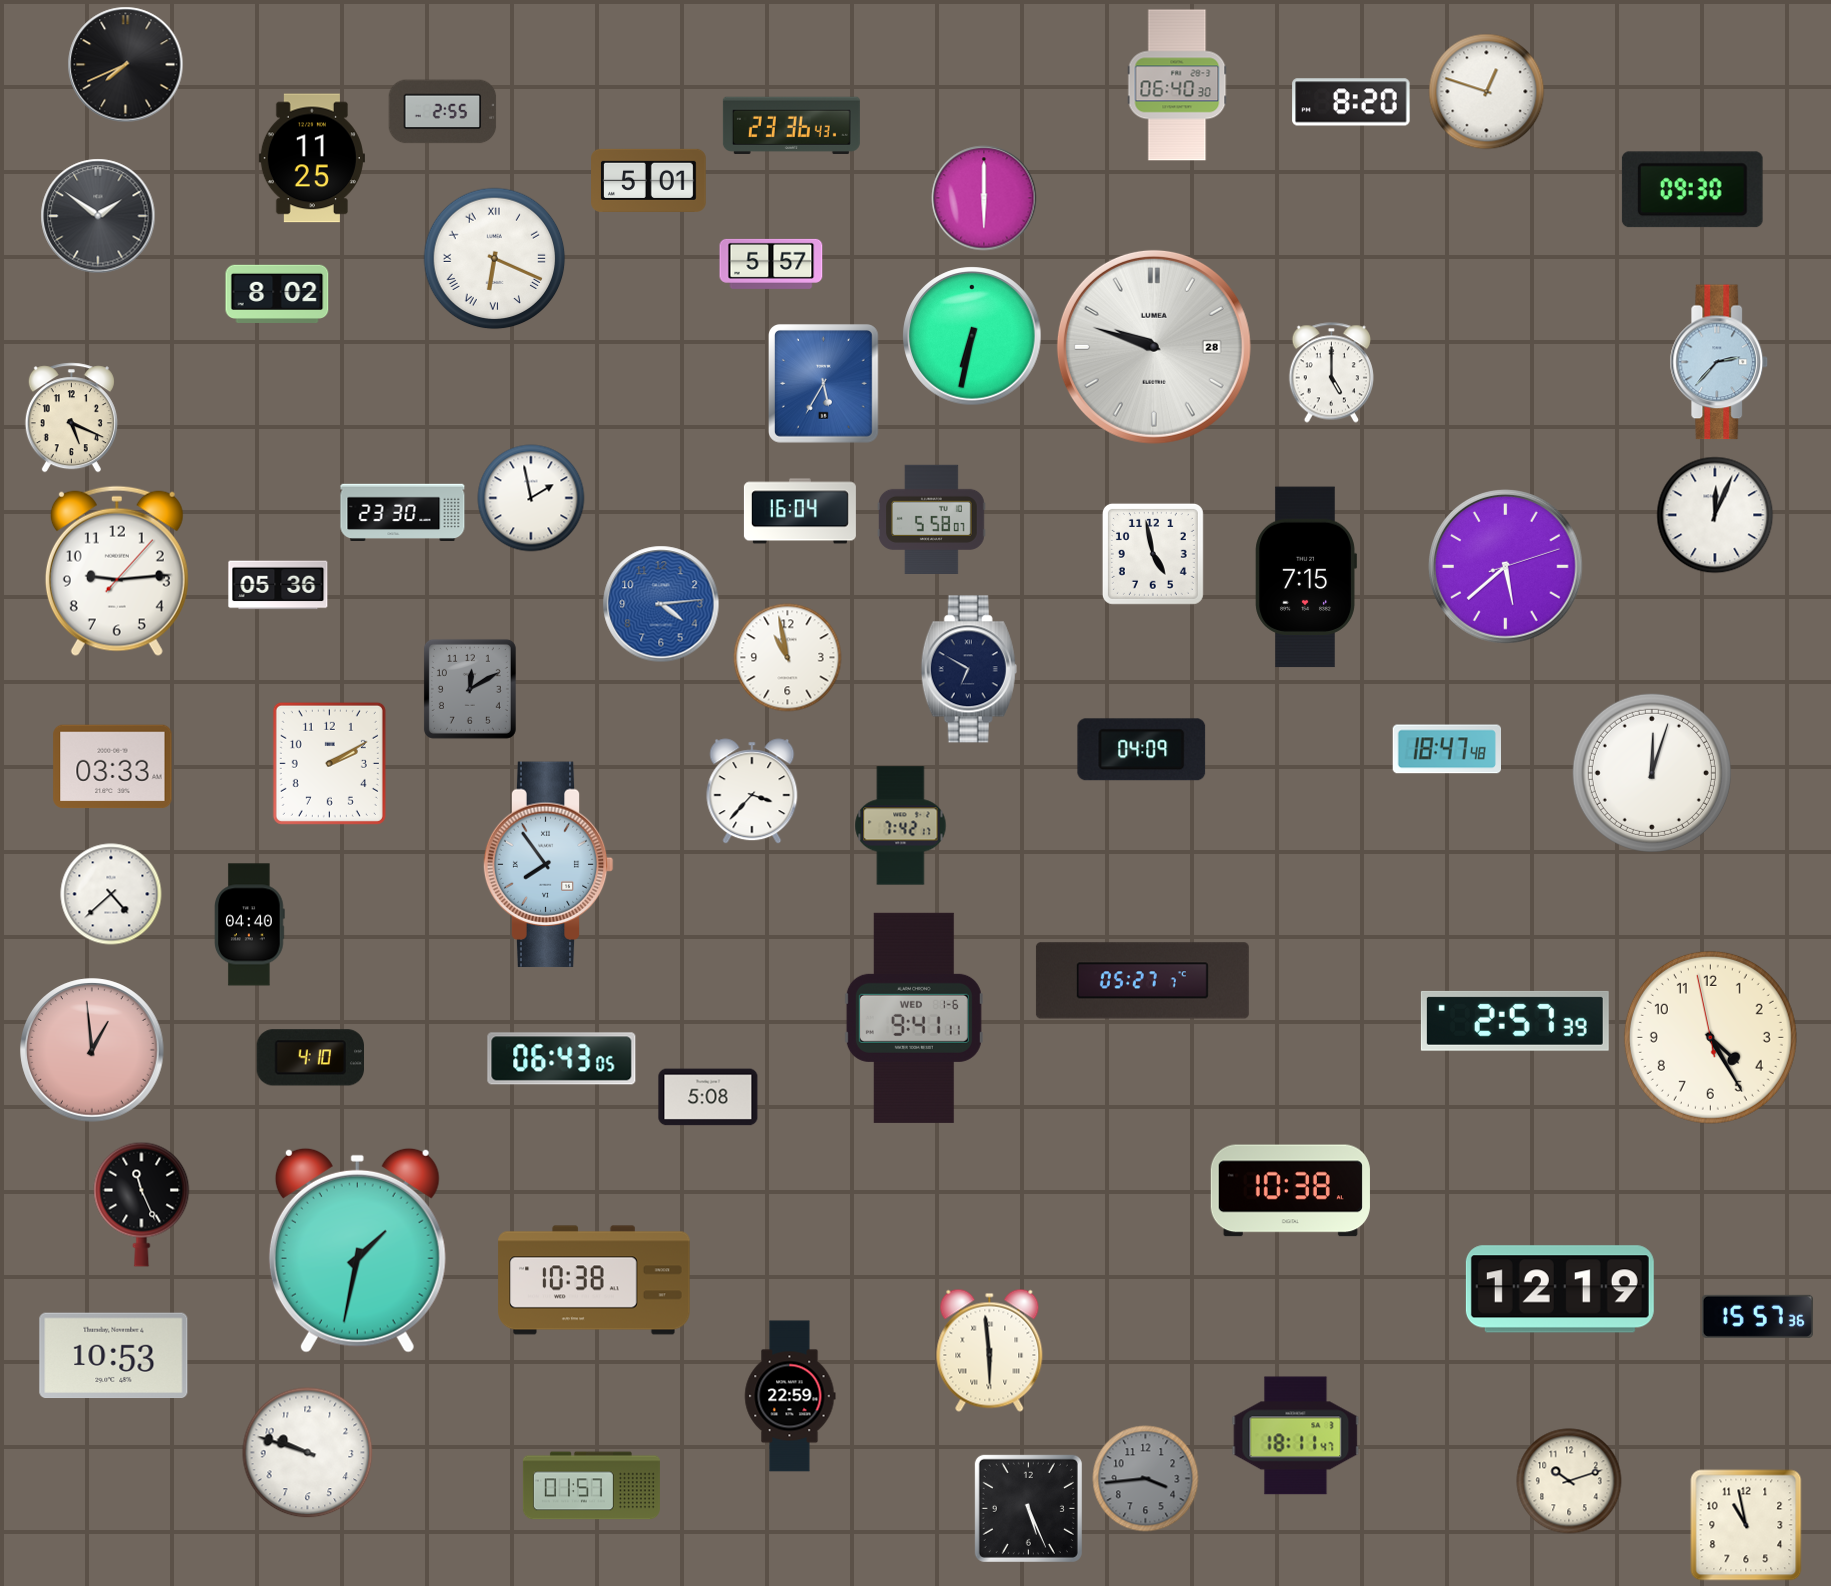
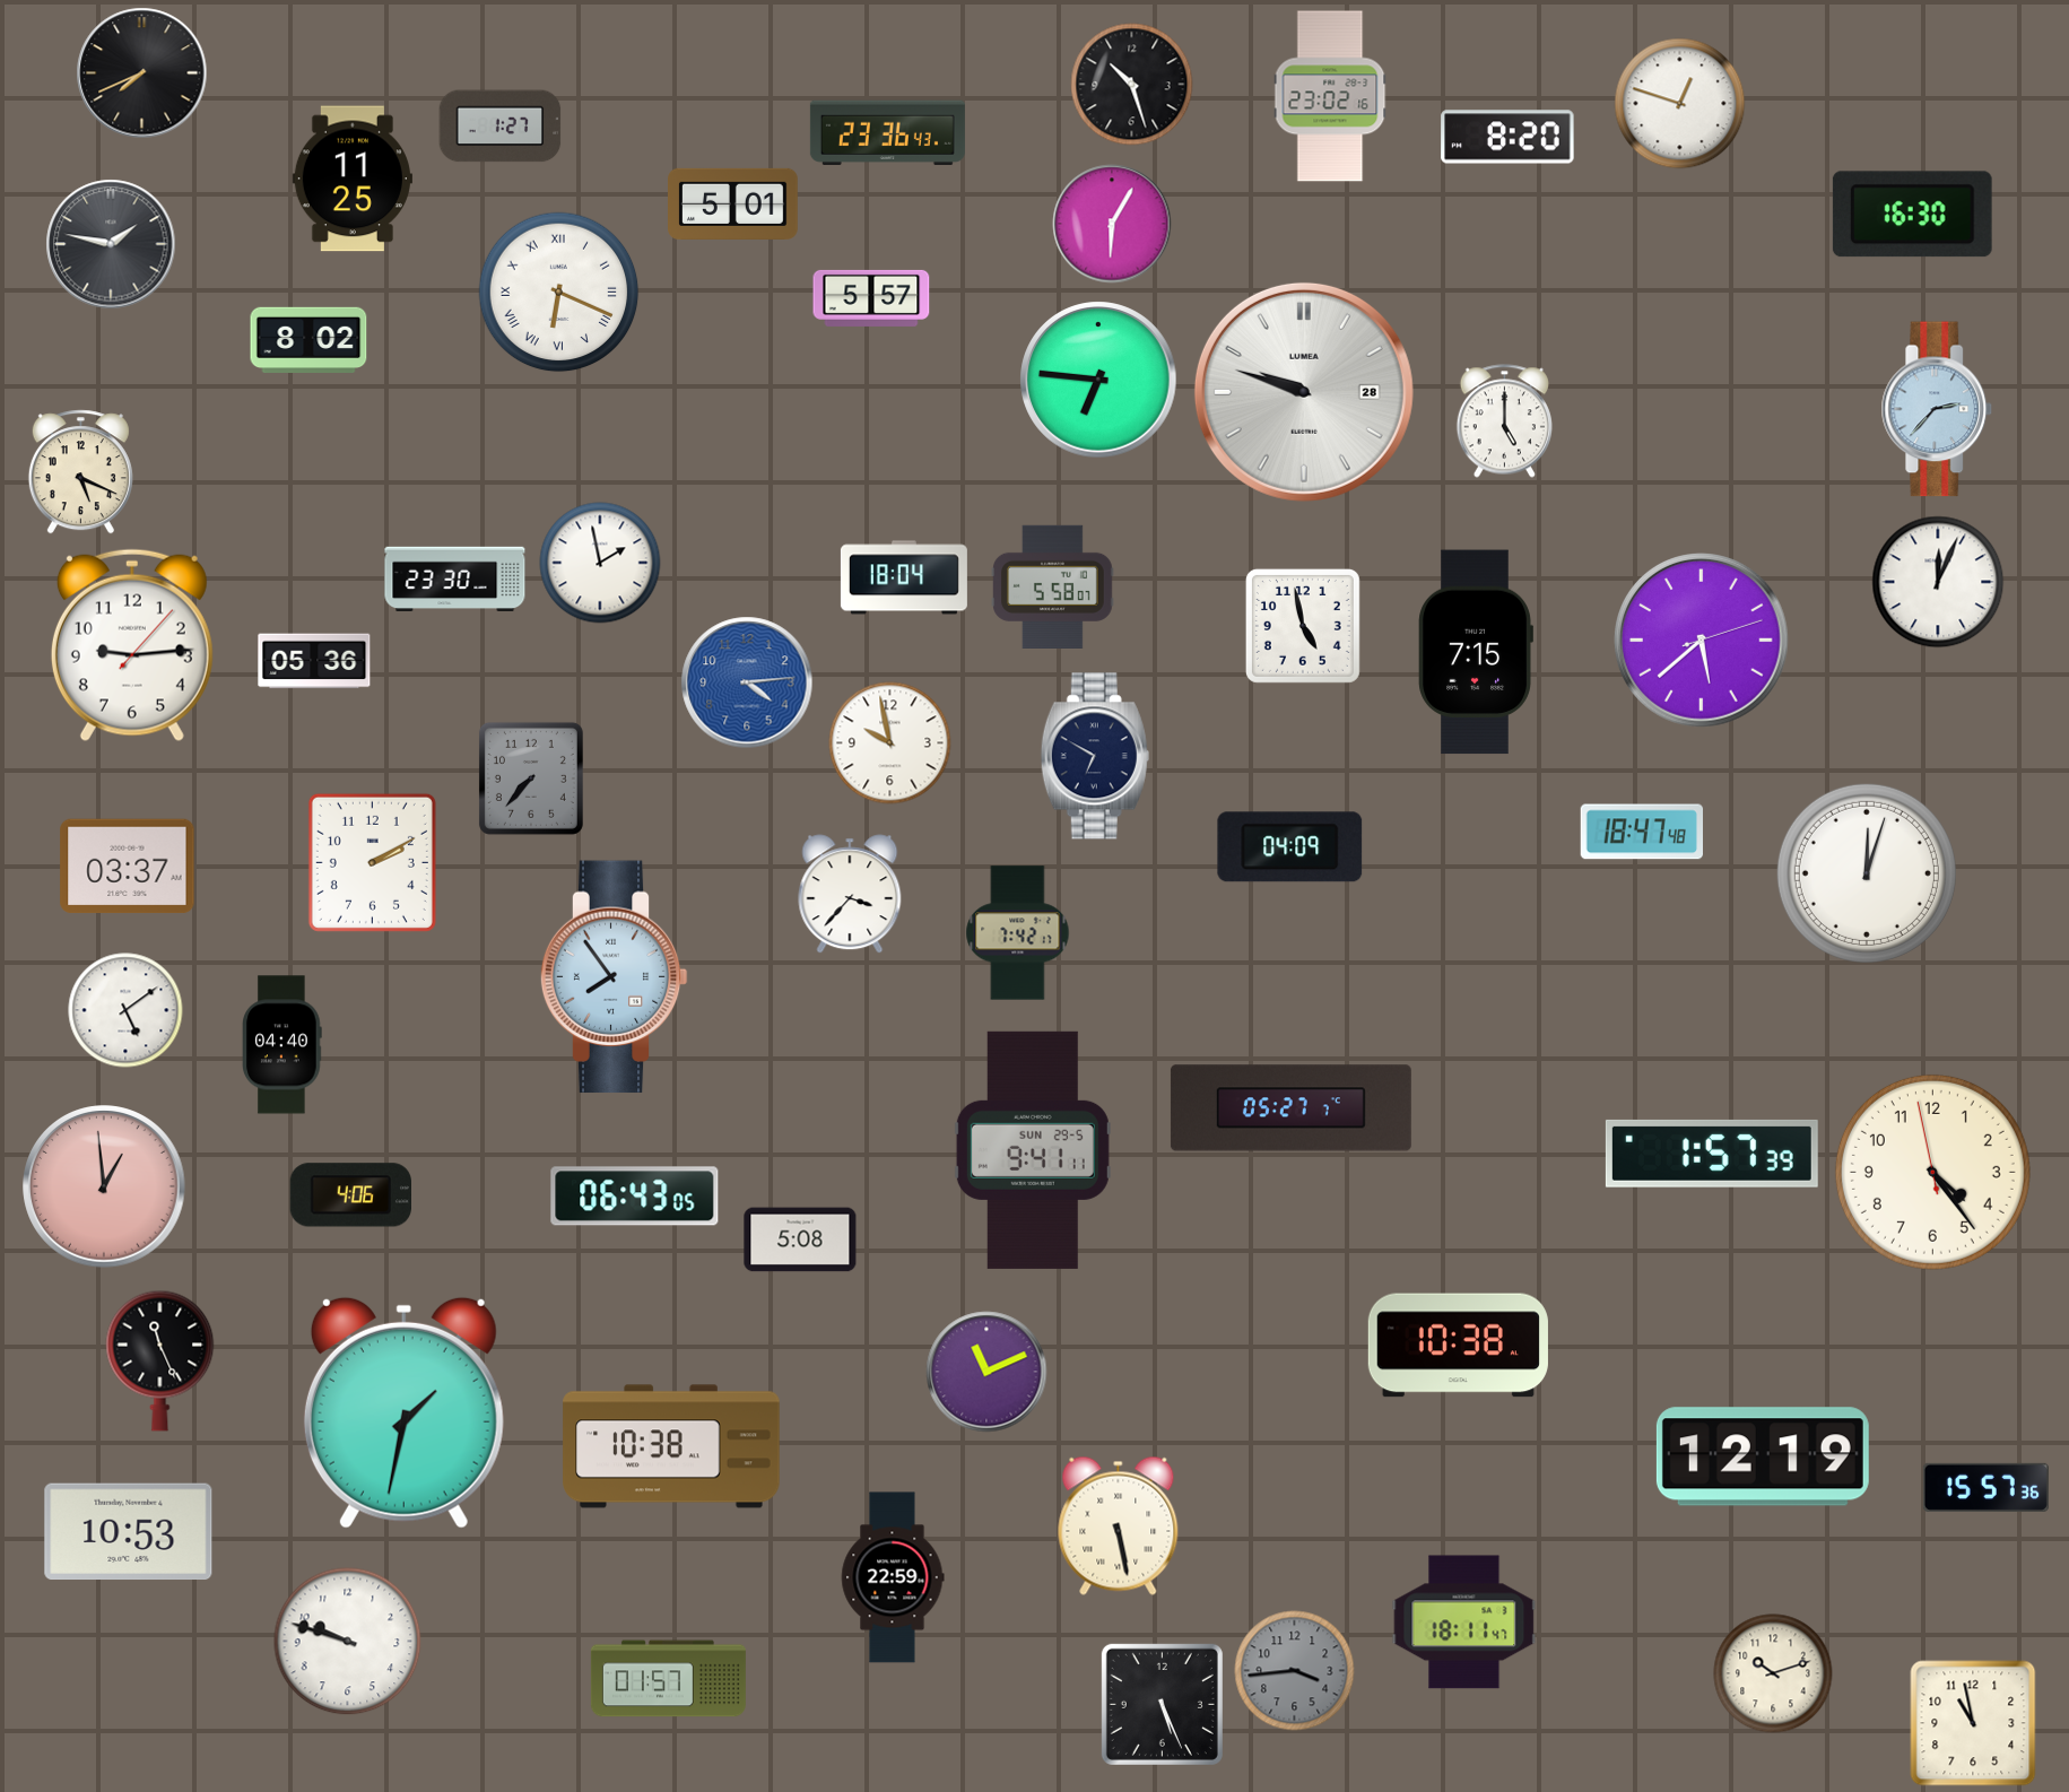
clock at (1132, 85): none -> 10:27
clock at (1177, 85): 06:40 -> 23:02
clock at (1351, 102) position: (1351, 102) -> (1507, 137)
clock at (443, 112): 2:55 -> 1:27
clock at (791, 125) position: (791, 125) -> (887, 132)
clock at (1692, 190): 09:30 -> 16:30
clock at (984, 198): 6:00 -> 6:05
clock at (98, 216): 1:51 -> 1:47
clock at (277, 293) position: (277, 293) -> (308, 339)
clock at (972, 336): 6:32 -> 6:46
clock at (1719, 362) position: (1719, 362) -> (1937, 409)
clock at (824, 384): 5:35 -> none
clock at (800, 511): 16:04 -> 18:04
clock at (788, 658): 10:58 -> 9:58
clock at (470, 689): 12:10 -> 7:37
clock at (1446, 749) position: (1446, 749) -> (1641, 832)
clock at (113, 767): 03:33 -> 03:37
clock at (548, 865) position: (548, 865) -> (614, 977)
clock at (111, 894): 4:38 -> 5:09
clock at (914, 1018) date: WED 1-6 -> SUN 29-5
clock at (1515, 1021): 2:57 -> 1:57
clock at (1710, 1037): 4:24 -> 4:23
clock at (310, 1058): 4:10 -> 4:06
clock at (986, 1372): none -> 11:11
clock at (990, 1350): 5:59 -> 5:28
